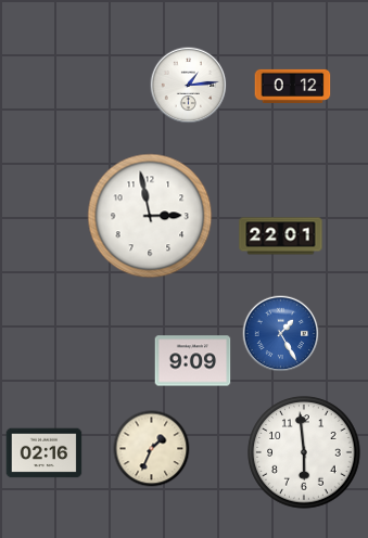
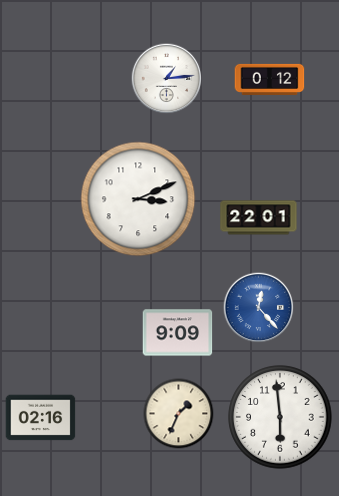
clock at (189, 86) position: (189, 86) -> (167, 79)
clock at (150, 216): 2:58 -> 3:11
clock at (281, 334): 1:25 -> 12:23
clock at (152, 449) position: (152, 449) -> (179, 414)
